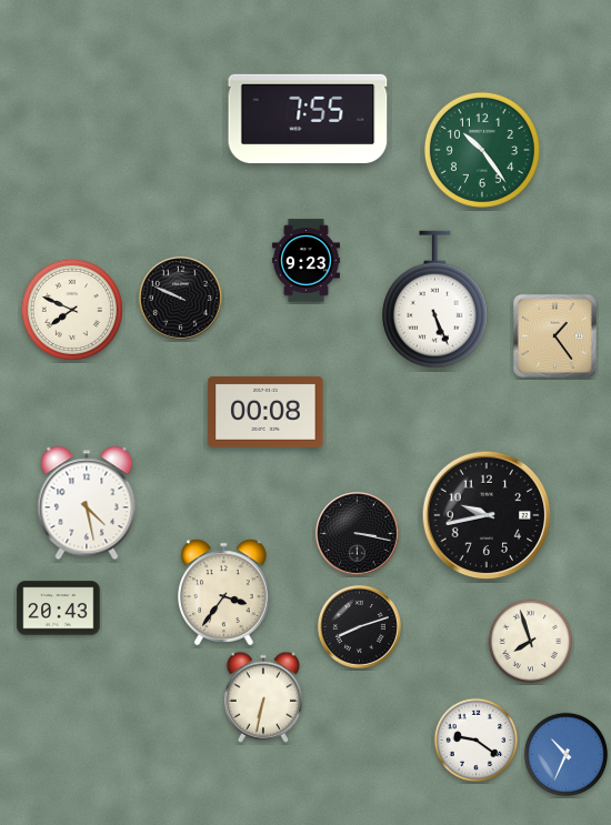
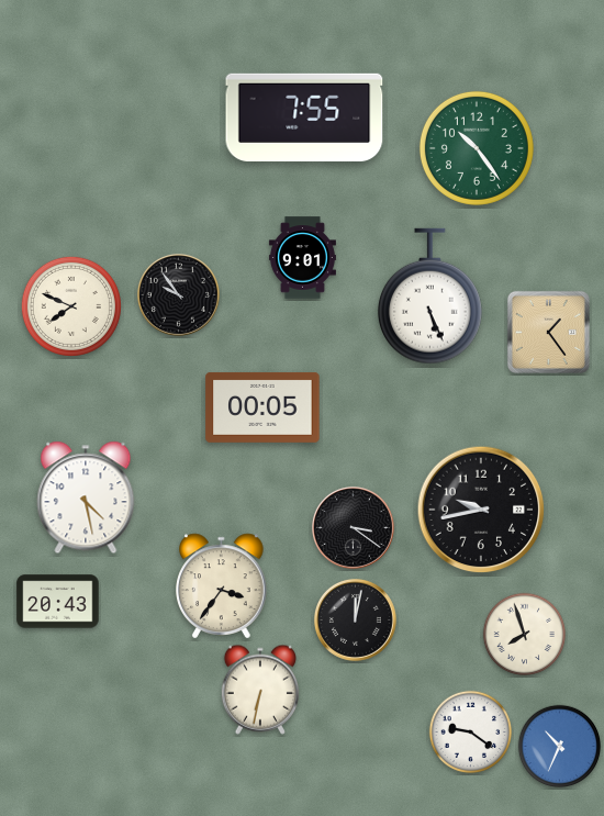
clock at (305, 261): 9:23 -> 9:01
clock at (180, 298): 9:49 -> 9:54
clock at (266, 412): 00:08 -> 00:05
clock at (357, 533): 3:17 -> 3:21
clock at (359, 626): 8:12 -> 12:02
